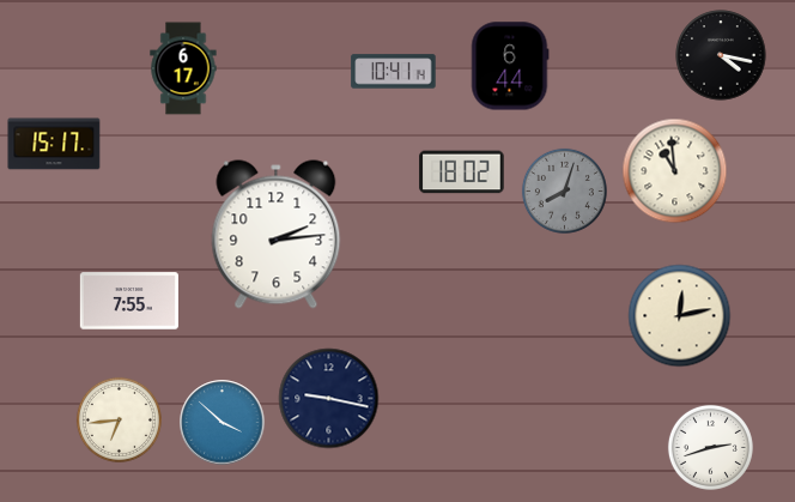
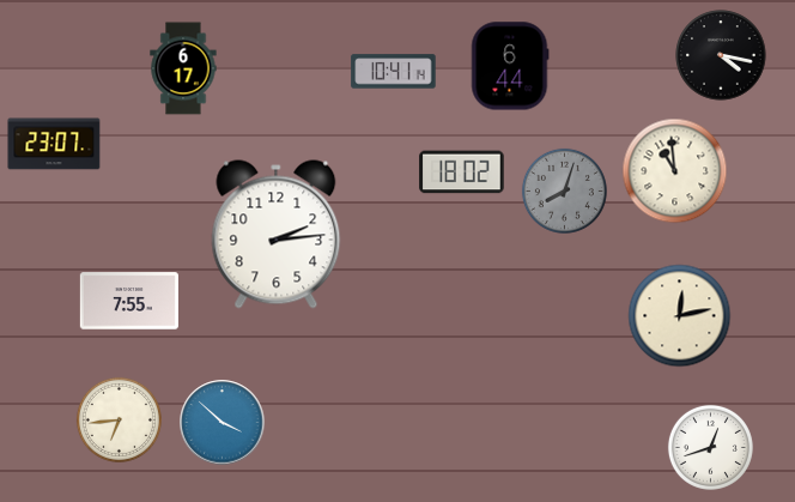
clock at (54, 144): 15:17 -> 23:07
clock at (329, 399): 9:17 -> none
clock at (710, 447): 2:42 -> 12:42
